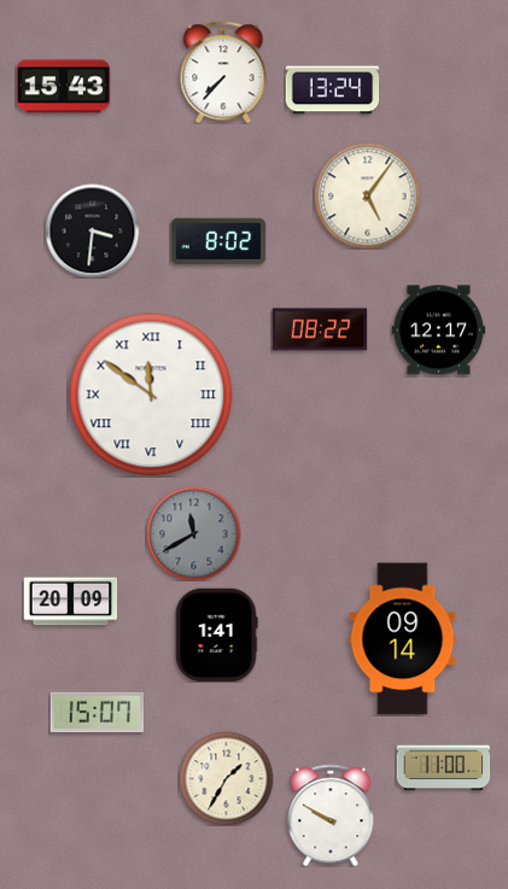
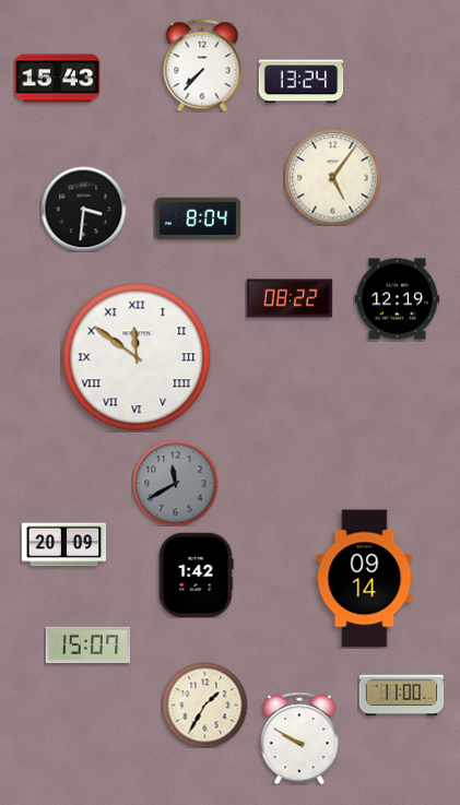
clock at (218, 241): 8:02 -> 8:04
clock at (438, 331): 12:17 -> 12:19
clock at (216, 634): 1:41 -> 1:42
